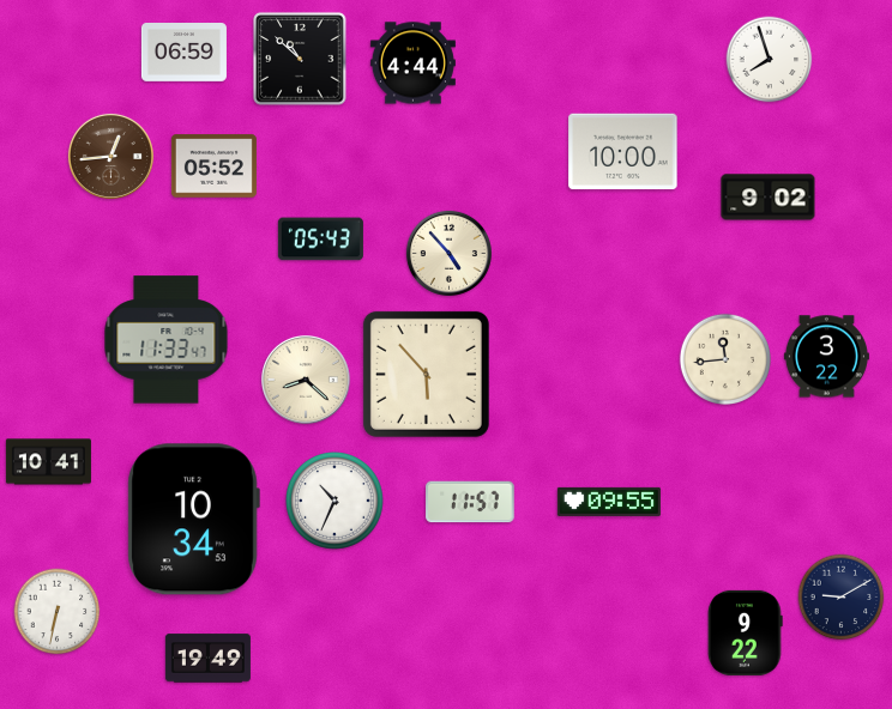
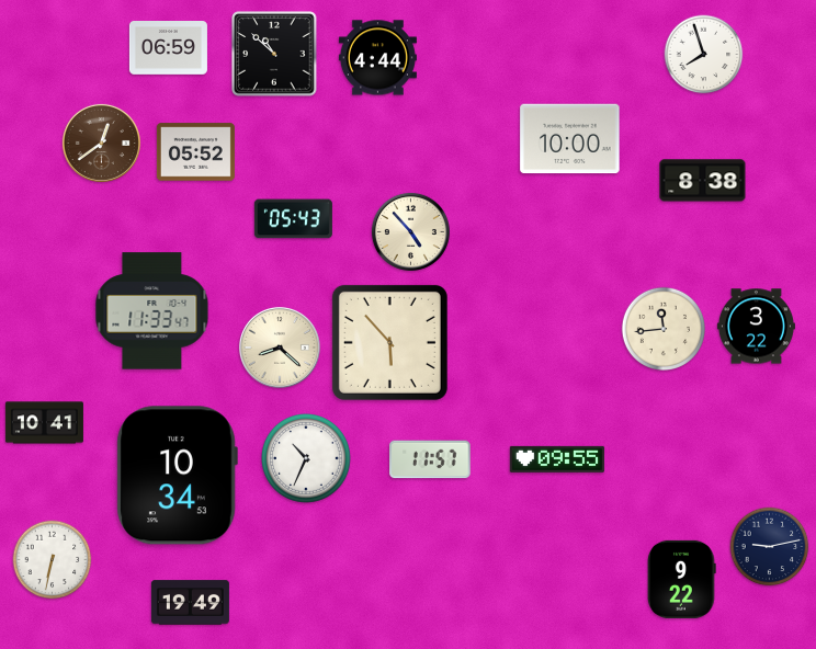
clock at (110, 156): 12:44 -> 12:39
clock at (769, 198): 9:02 -> 8:38
clock at (842, 598): 9:10 -> 9:13
